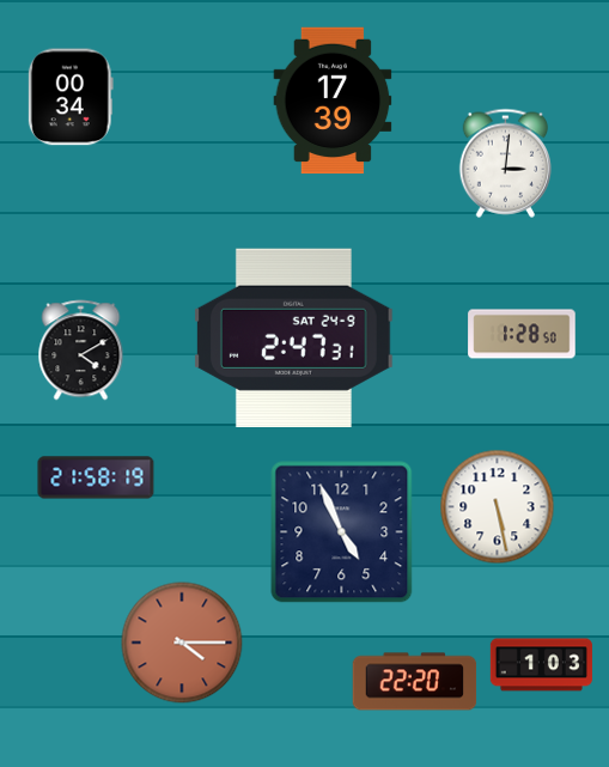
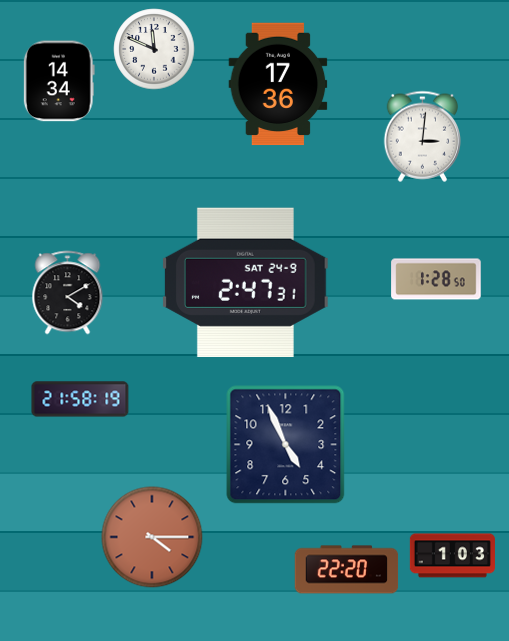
clock at (154, 49): none -> 11:49
clock at (71, 97): 00:34 -> 14:34
clock at (333, 101): 17:39 -> 17:36
clock at (498, 507): 5:28 -> none
